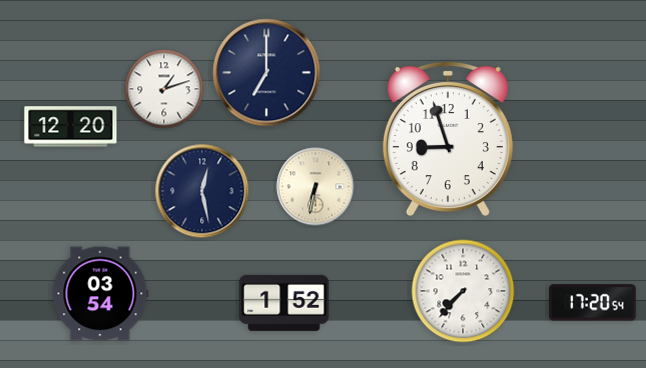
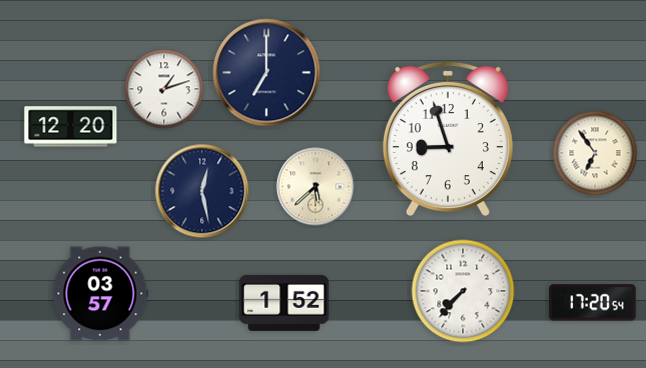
clock at (595, 153): none -> 6:54
clock at (316, 187): 6:32 -> 5:38
clock at (101, 294): 03:54 -> 03:57
